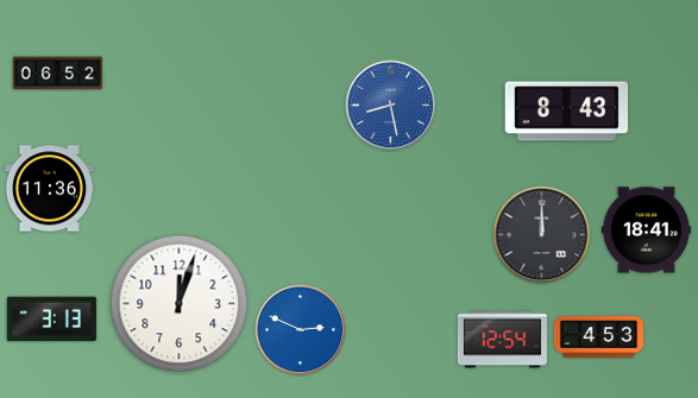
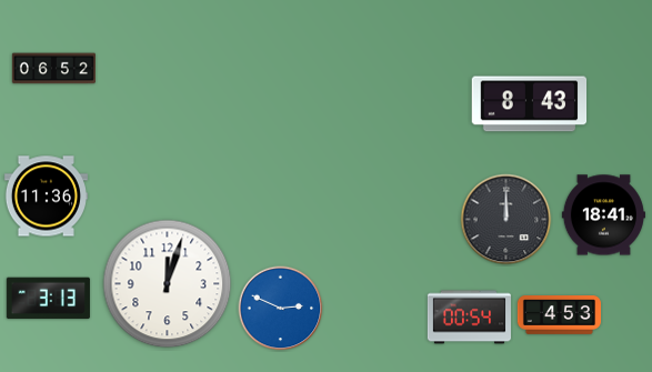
clock at (391, 106): 8:28 -> none
clock at (49, 189) position: (49, 189) -> (46, 197)
clock at (502, 340): 12:54 -> 00:54
